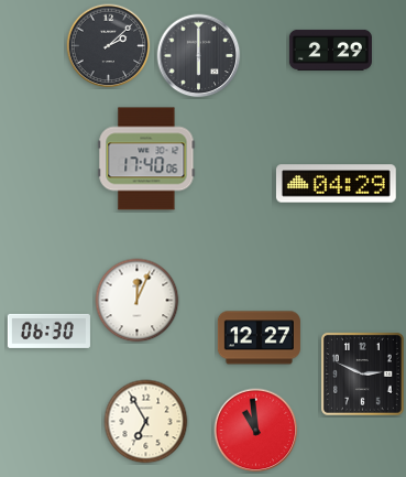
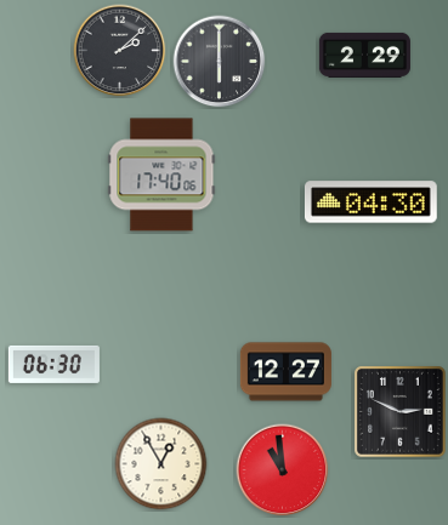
clock at (336, 184): 04:29 -> 04:30
clock at (138, 301): 12:04 -> none
clock at (146, 422): 6:55 -> 12:55
clock at (256, 431) position: (256, 431) -> (283, 470)
